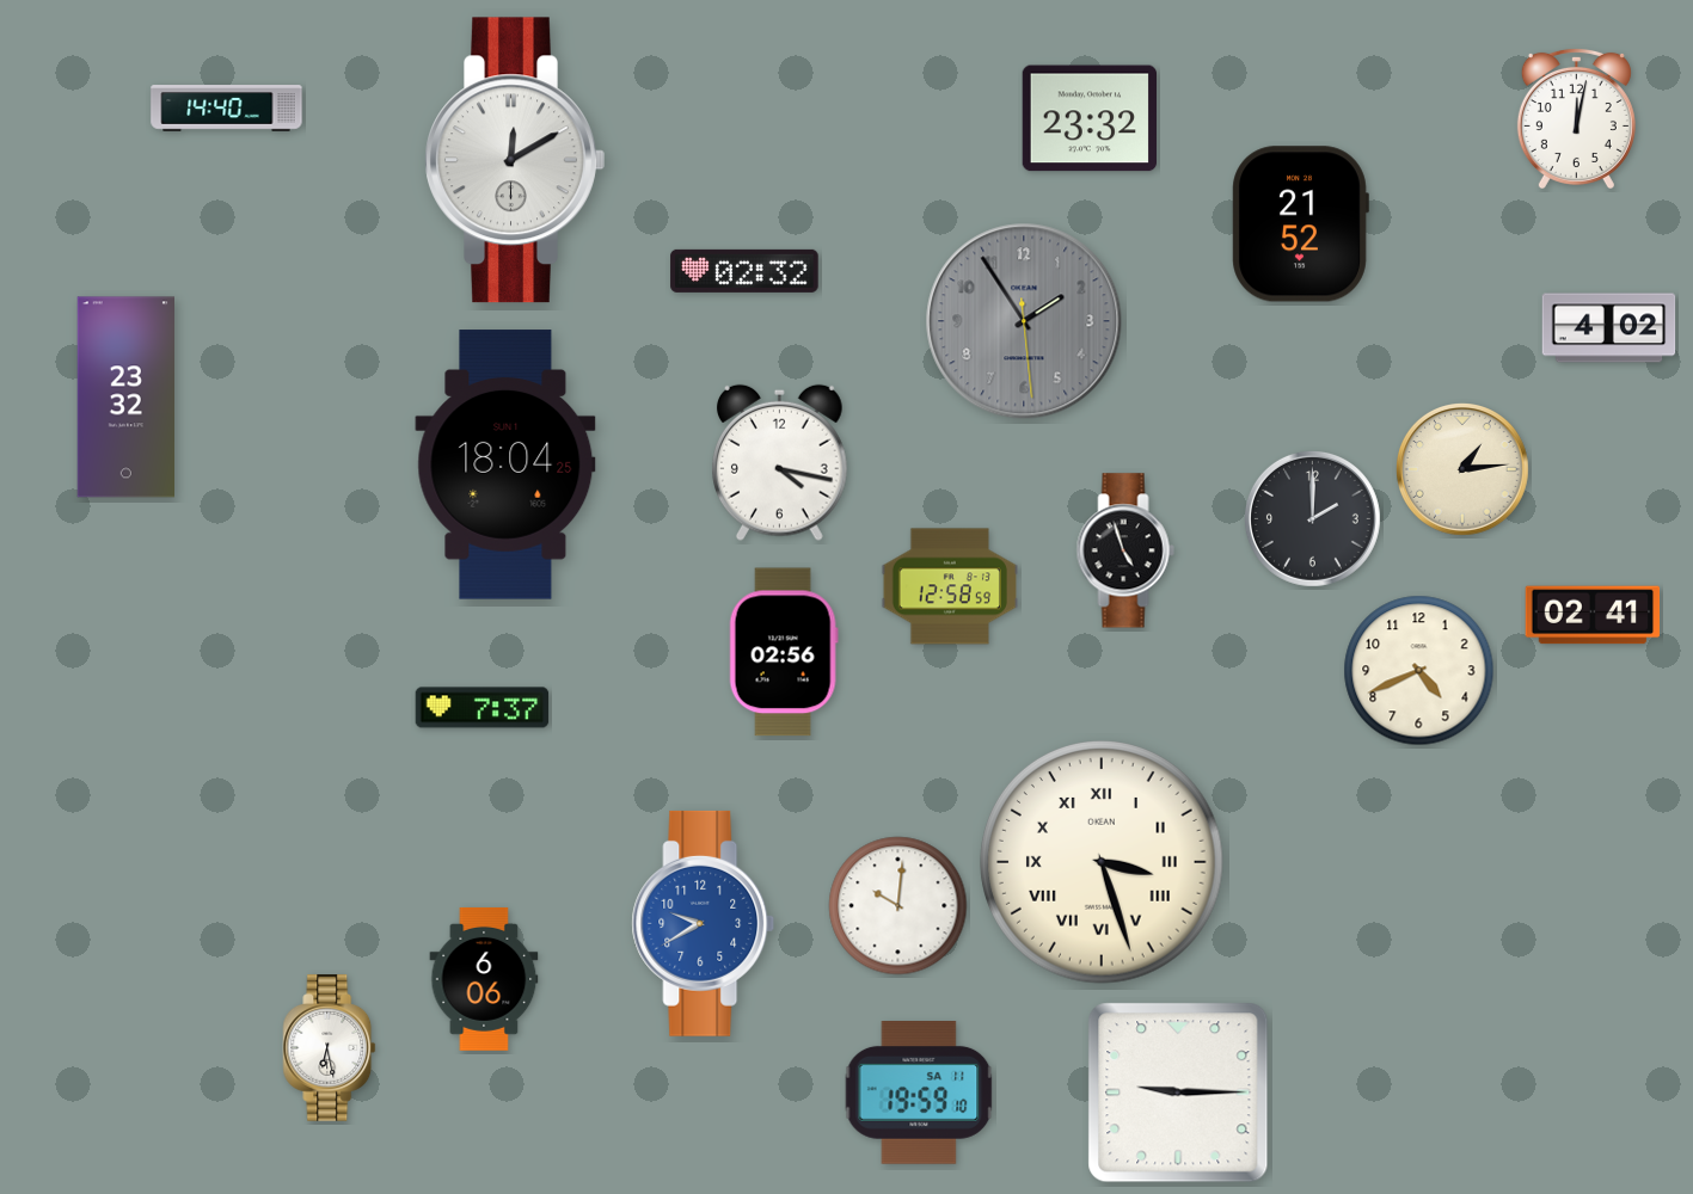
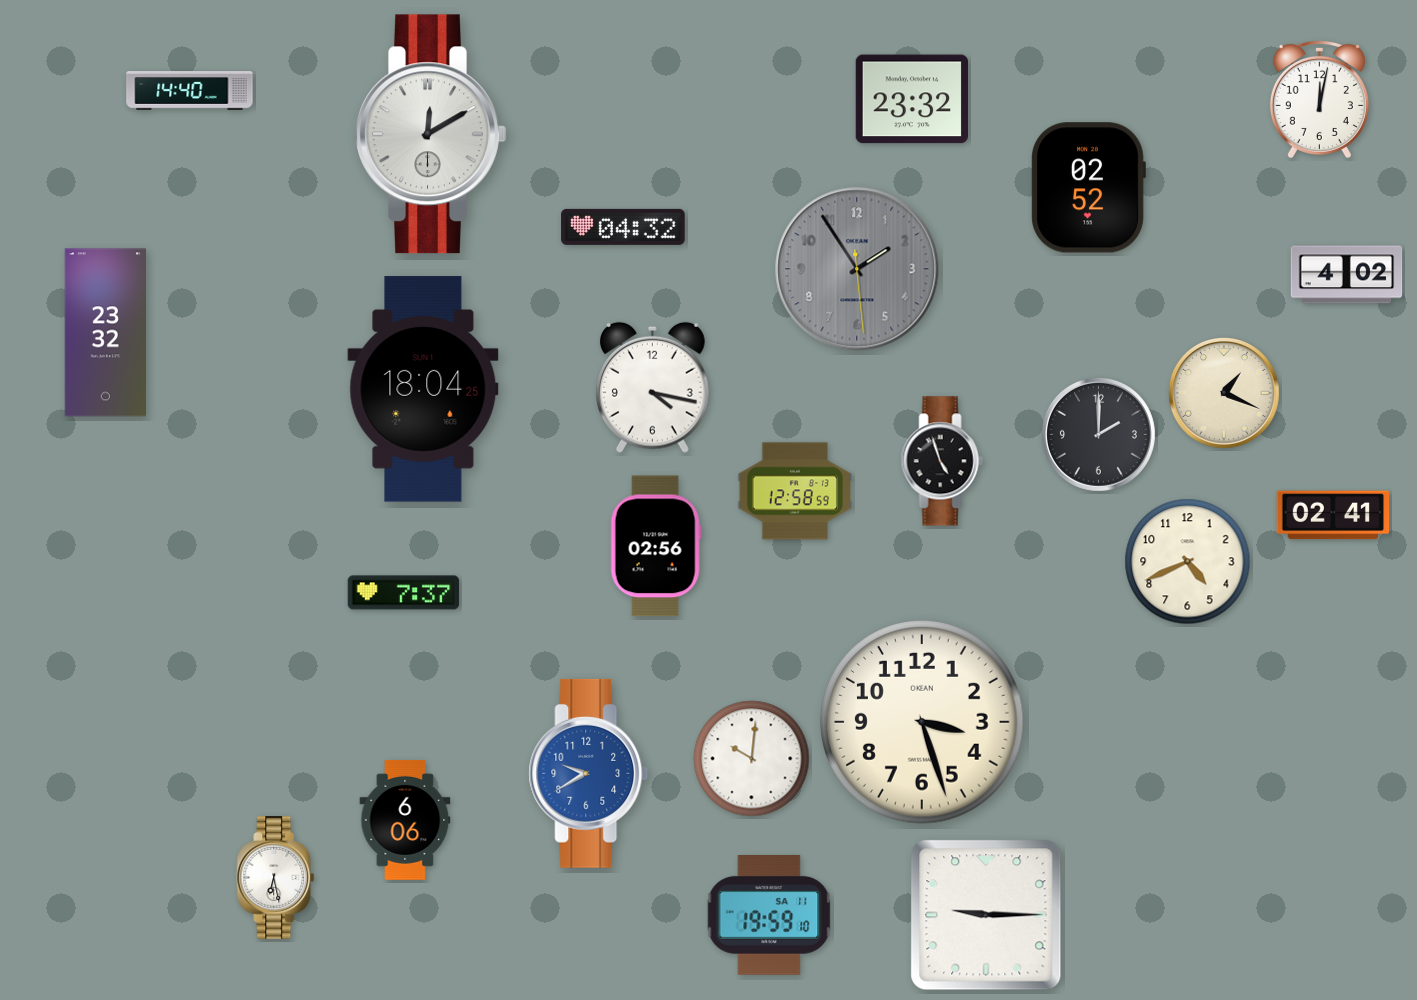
clock at (1300, 224): 21:52 -> 02:52
clock at (744, 271): 02:32 -> 04:32
clock at (1464, 470): 1:14 -> 1:19
clock at (1102, 862) numerals: Roman -> Arabic
